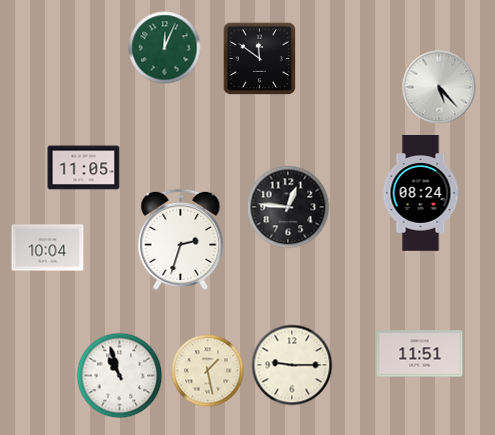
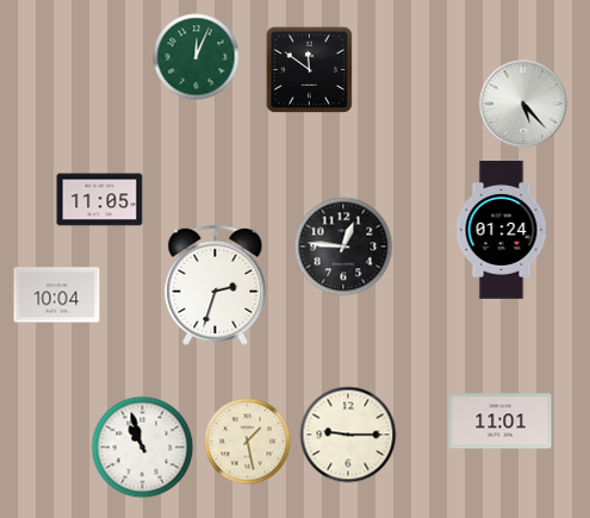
clock at (421, 194): 08:24 -> 01:24
clock at (420, 354): 11:51 -> 11:01
